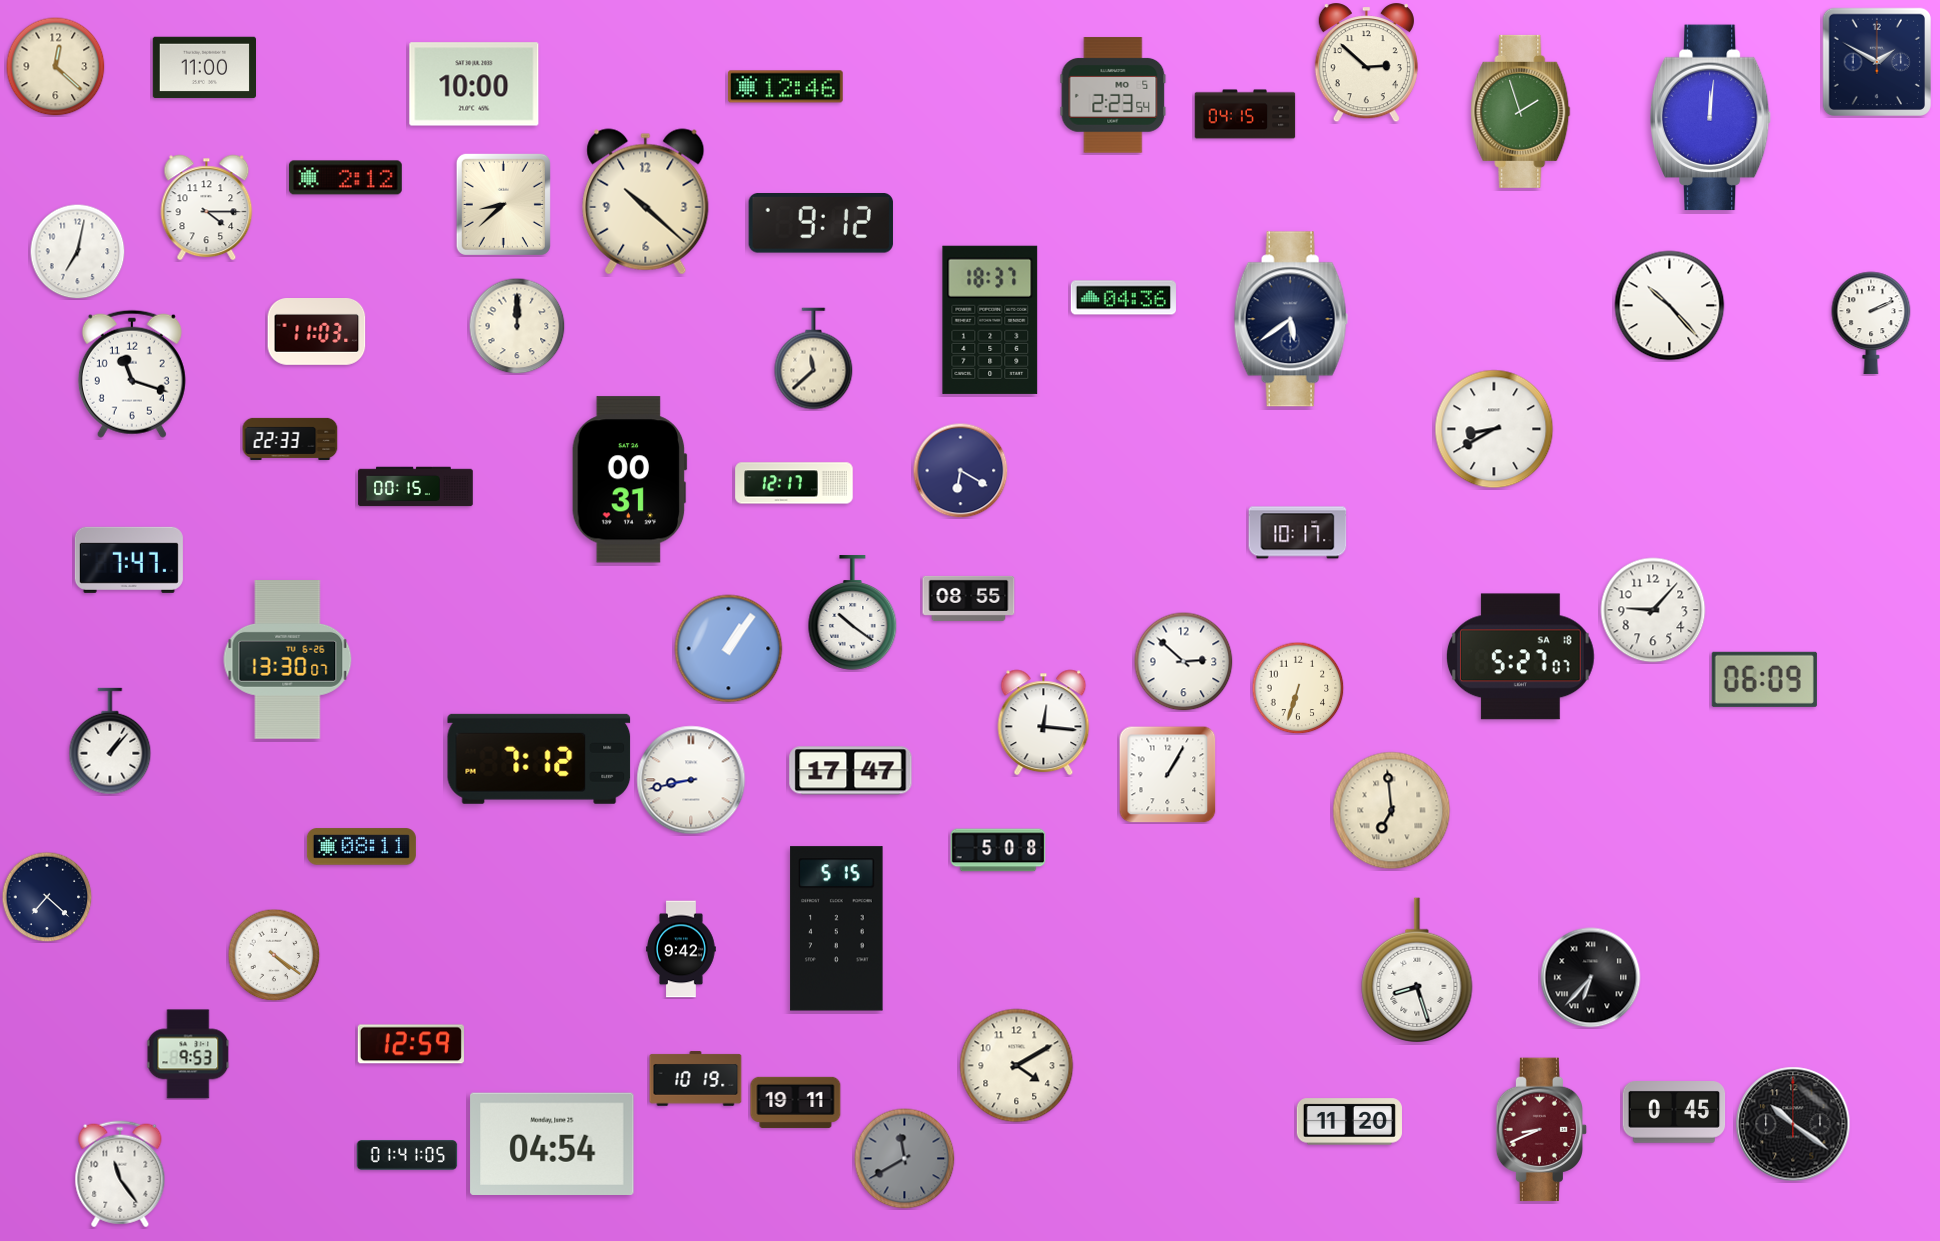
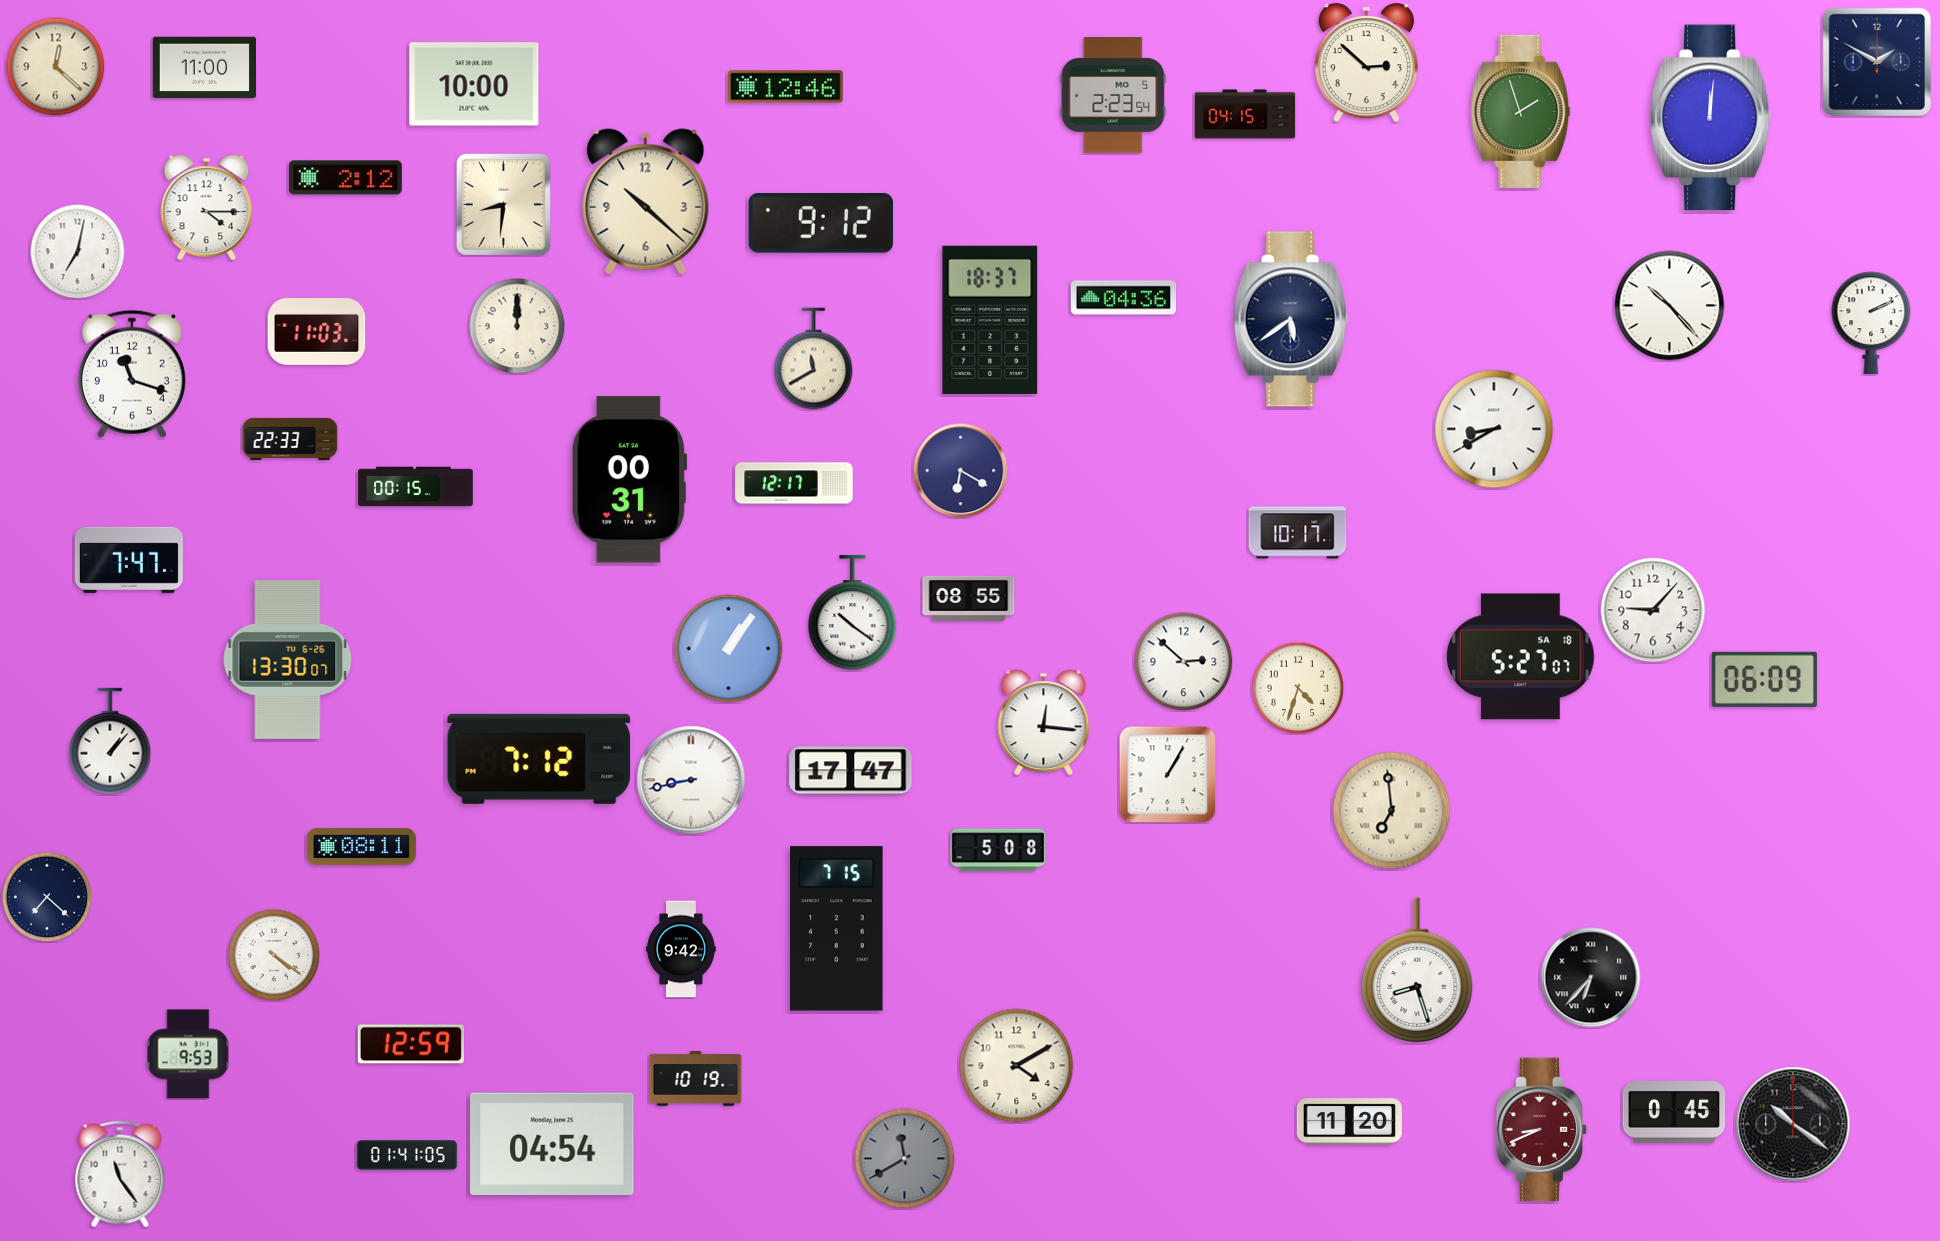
clock at (503, 204): 8:38 -> 8:31
clock at (814, 359): 11:38 -> 11:40
clock at (1298, 688): 6:33 -> 4:33
clock at (837, 929): 5:15 -> 7:15
clock at (796, 1102): 19:11 -> none
